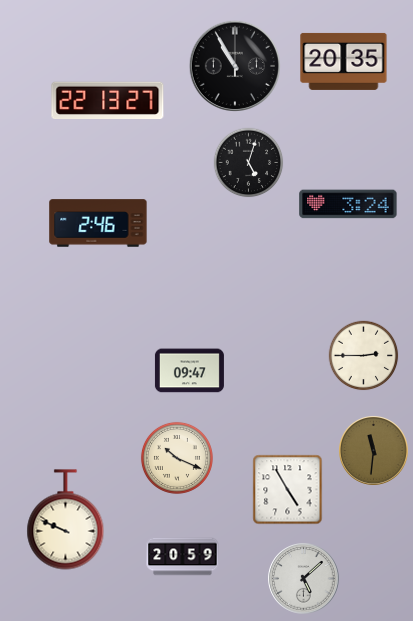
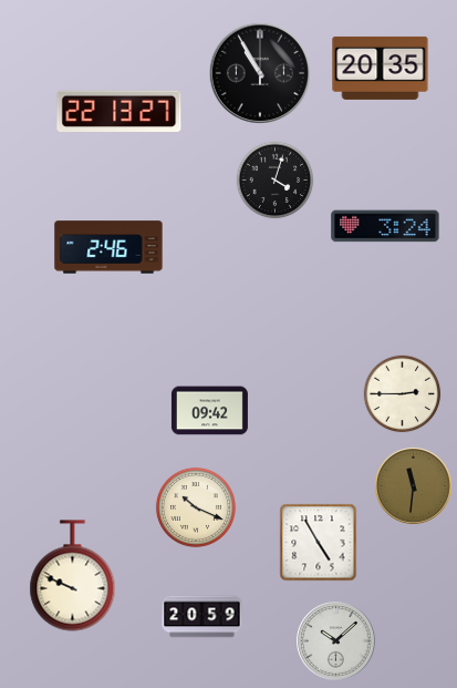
clock at (249, 163): 5:03 -> 4:03
clock at (189, 371): 09:47 -> 09:42
clock at (374, 451) position: (374, 451) -> (414, 486)
clock at (304, 579): 5:08 -> 10:08
